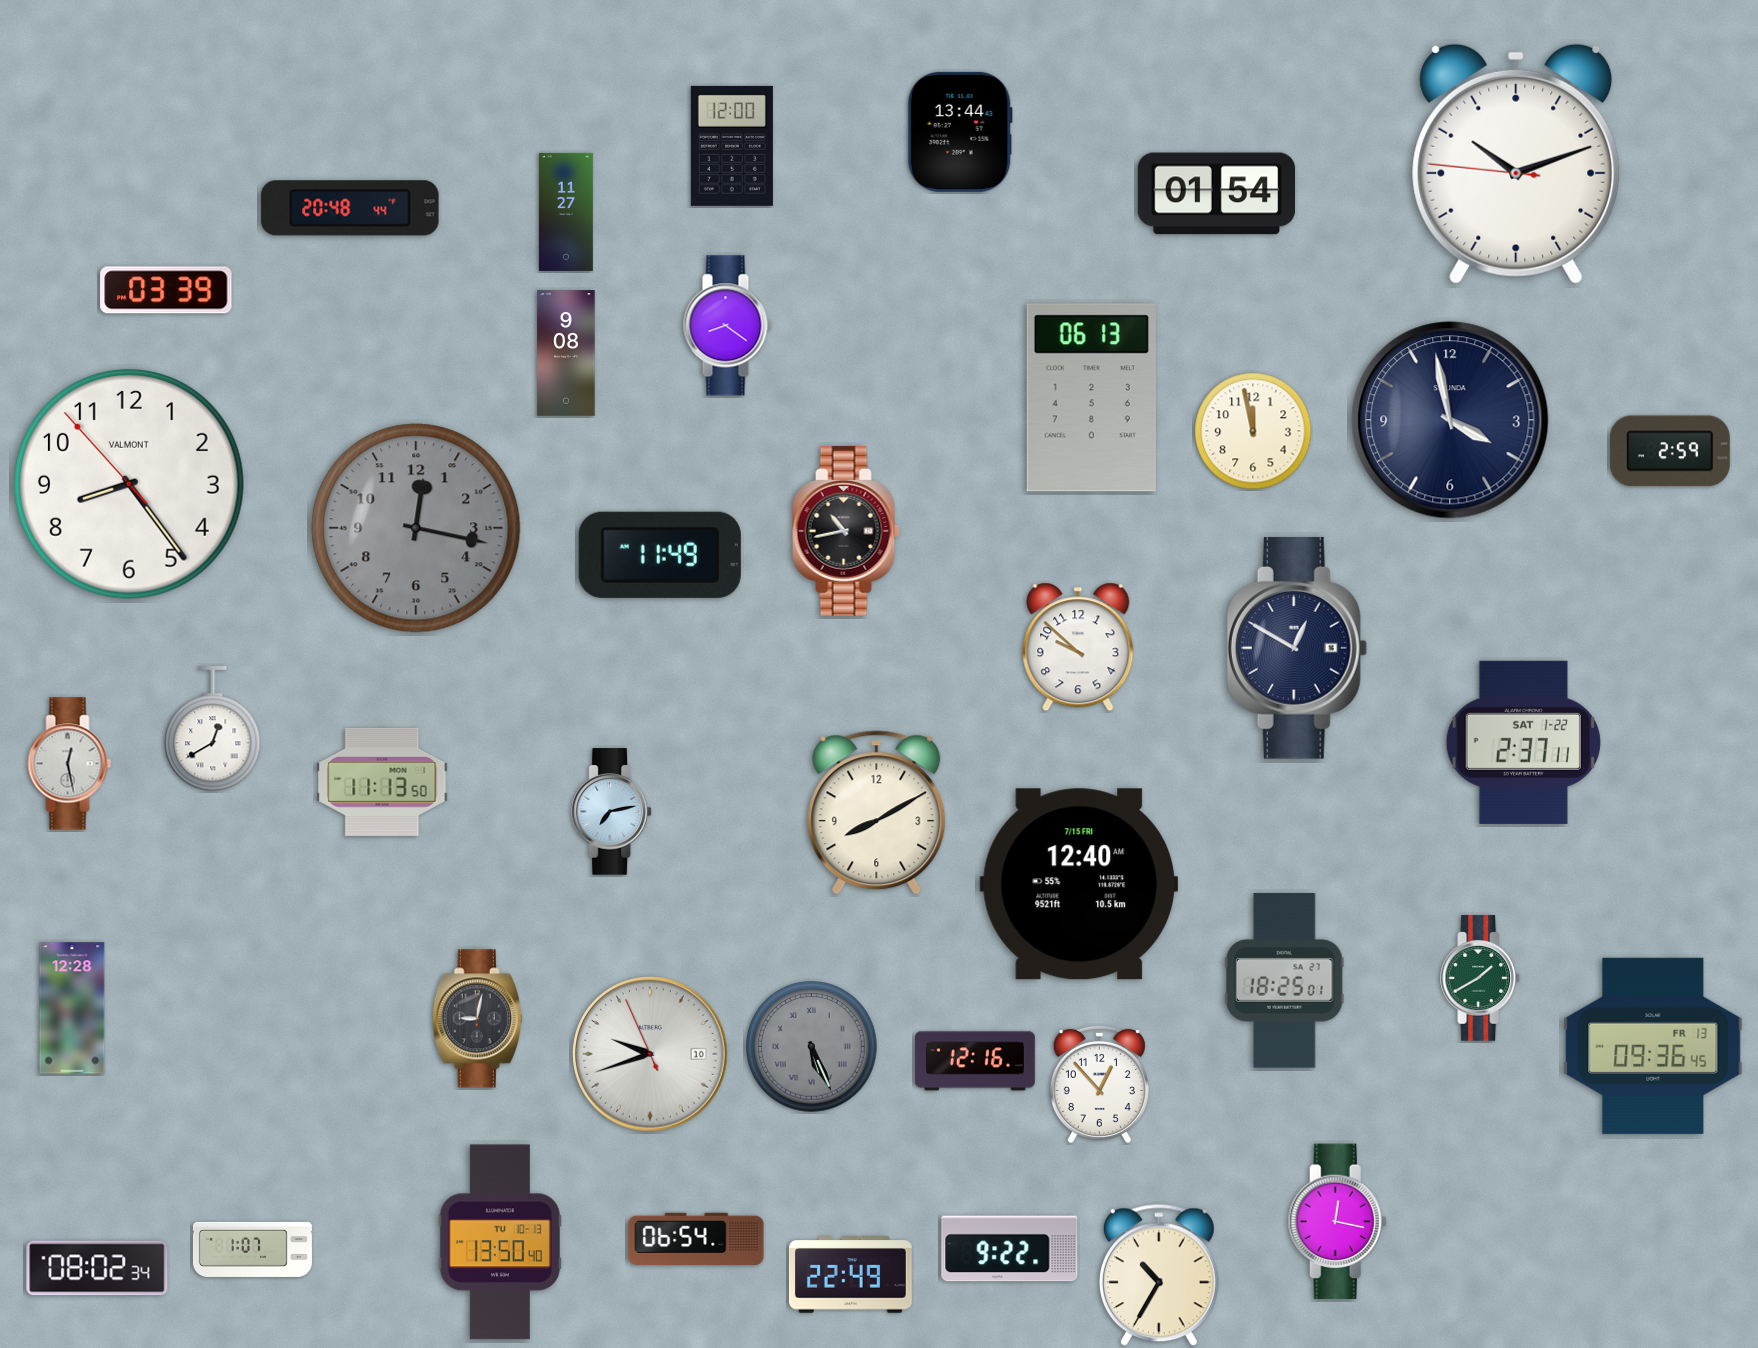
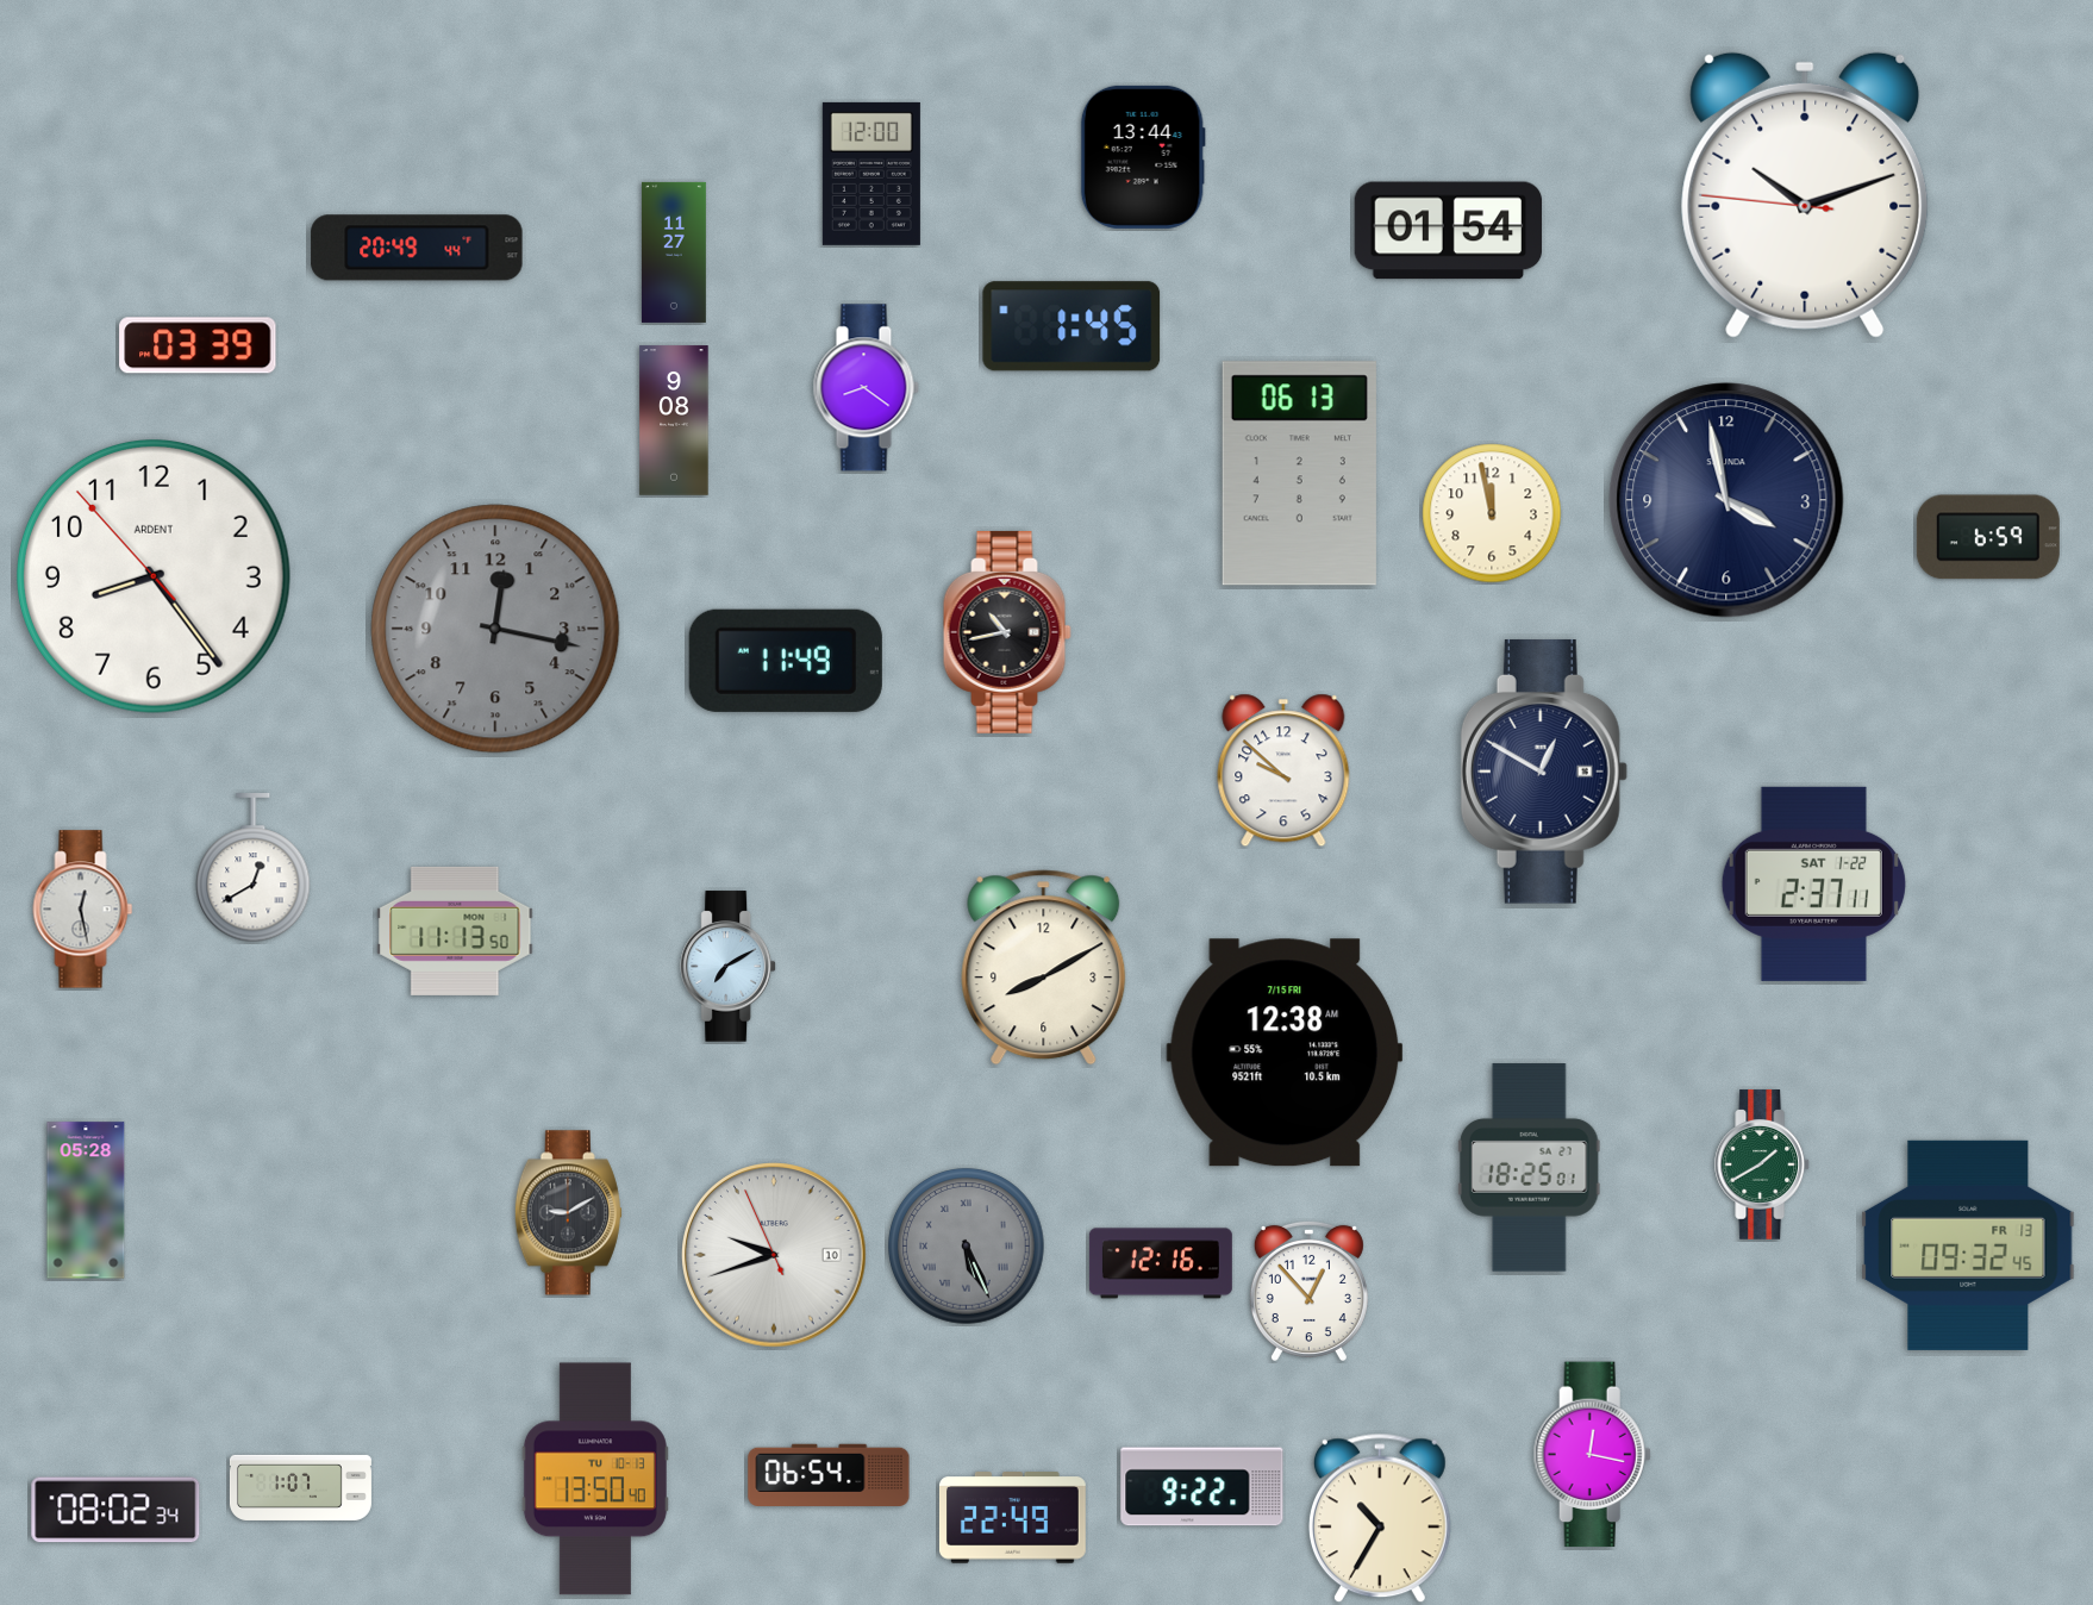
clock at (350, 208): 20:48 -> 20:49
clock at (1072, 326): none -> 1:45
clock at (1670, 451): 2:59 -> 6:59
clock at (129, 484) brand: VALMONT -> ARDENT
clock at (612, 812): 7:13 -> 7:10
clock at (1079, 884): 12:40 -> 12:38
clock at (72, 1008): 12:28 -> 05:28
clock at (477, 1019): 9:02 -> 9:10
clock at (1653, 1046): 09:36 -> 09:32
